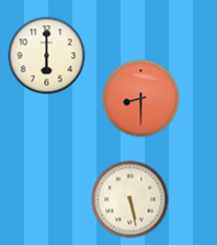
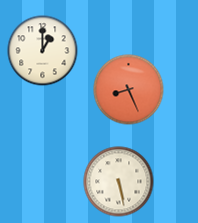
clock at (47, 56): 6:00 -> 1:00
clock at (141, 99): 8:30 -> 8:26
